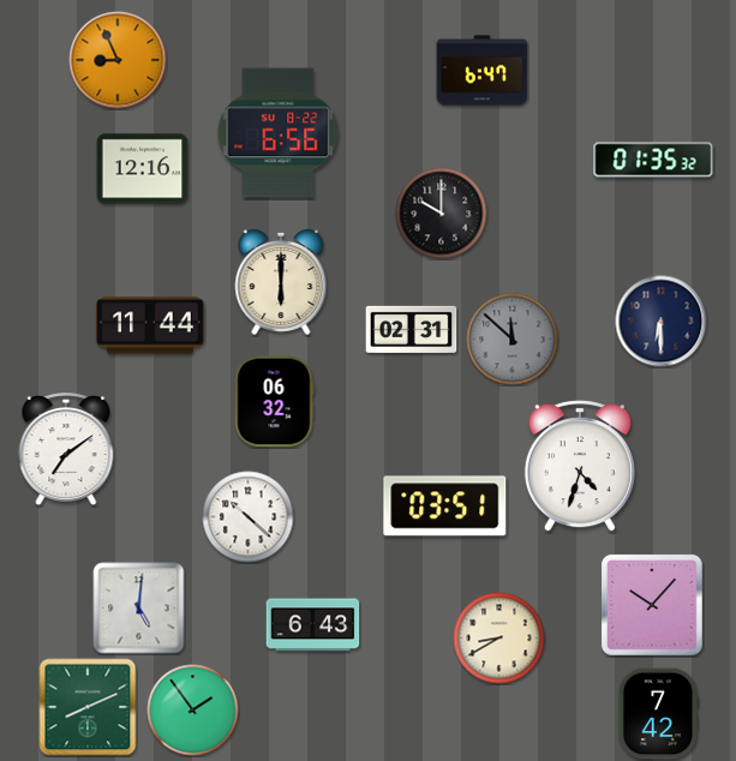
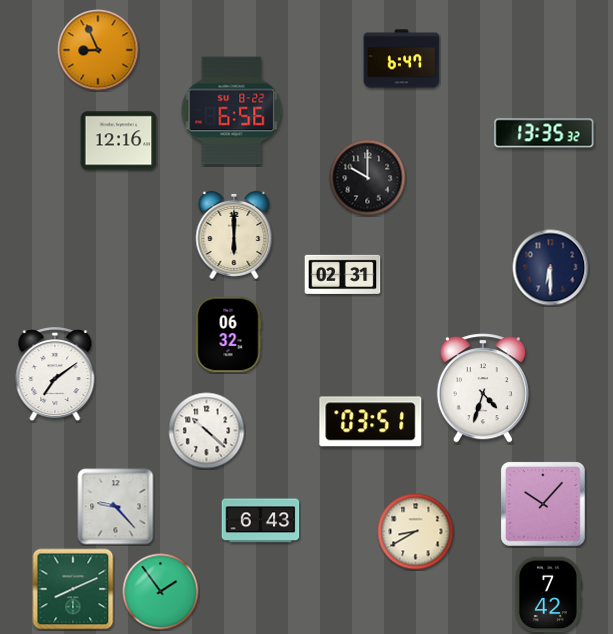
clock at (653, 160): 01:35 -> 13:35
clock at (150, 325): 11:44 -> none
clock at (513, 340): 11:52 -> none
clock at (139, 609): 5:01 -> 9:23
